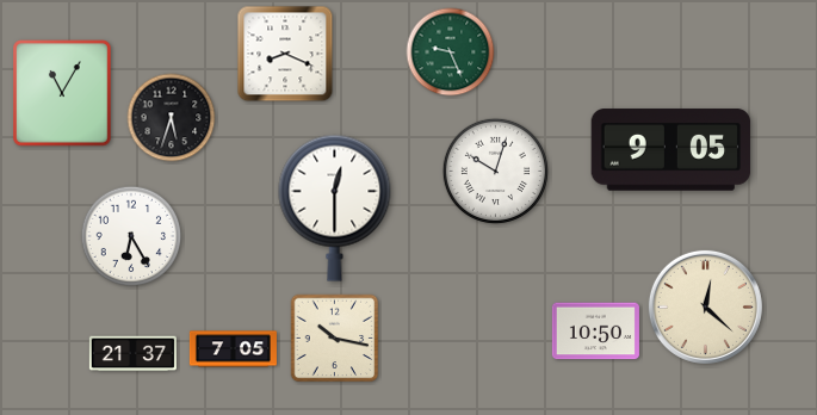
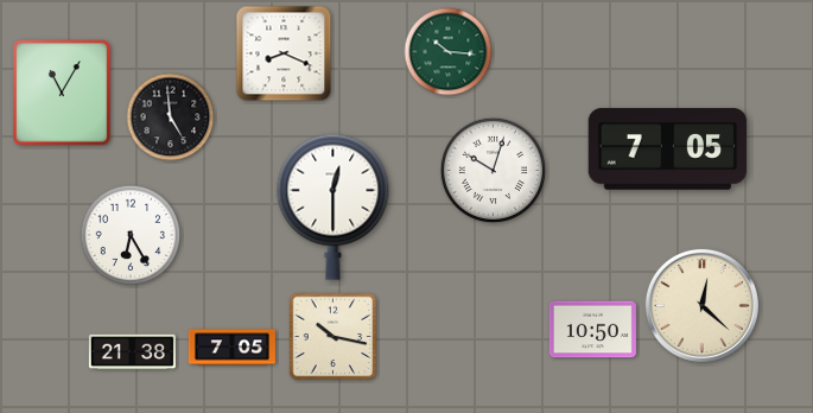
clock at (451, 52): 9:26 -> 10:16
clock at (172, 118): 5:33 -> 4:59
clock at (671, 150): 9:05 -> 7:05
clock at (132, 354): 21:37 -> 21:38
